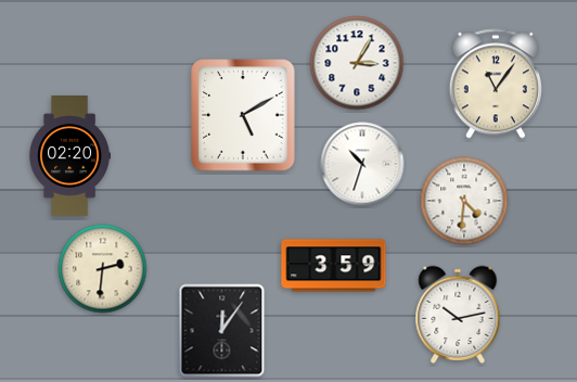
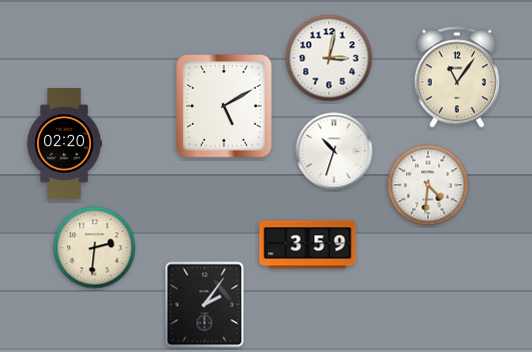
clock at (357, 63): 3:05 -> 3:02
clock at (458, 315): 10:13 -> none
clock at (222, 331): 12:06 -> 2:06
